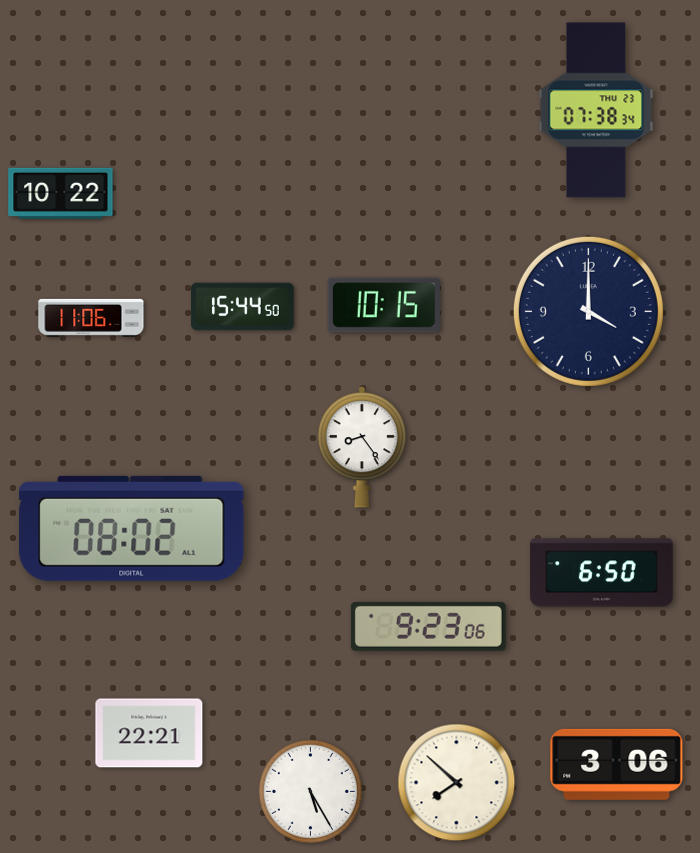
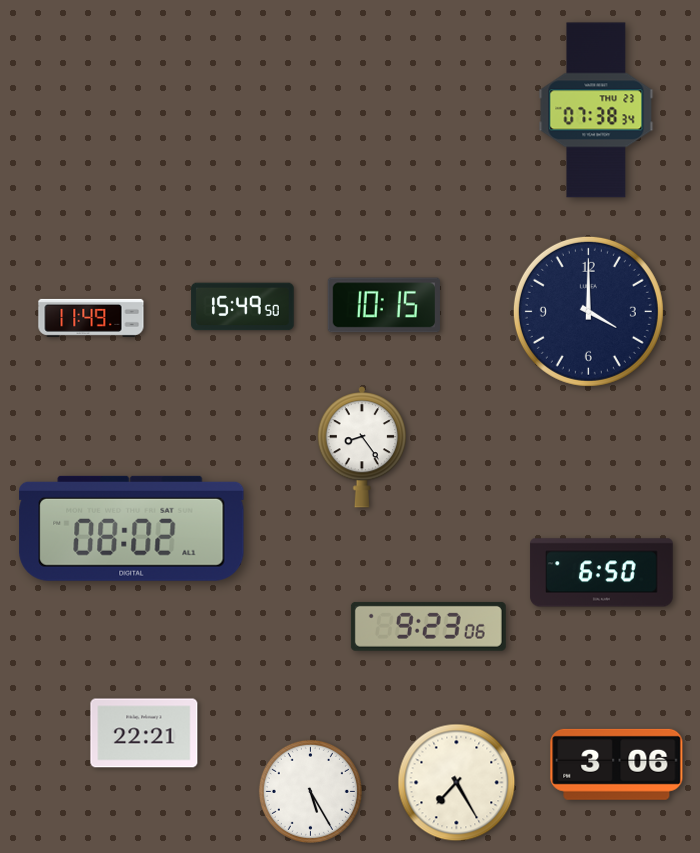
clock at (61, 193): 10:22 -> none
clock at (243, 307): 15:44 -> 15:49
clock at (91, 318): 11:06 -> 11:49
clock at (149, 733) position: (149, 733) -> (144, 733)
clock at (457, 783): 7:52 -> 7:25
